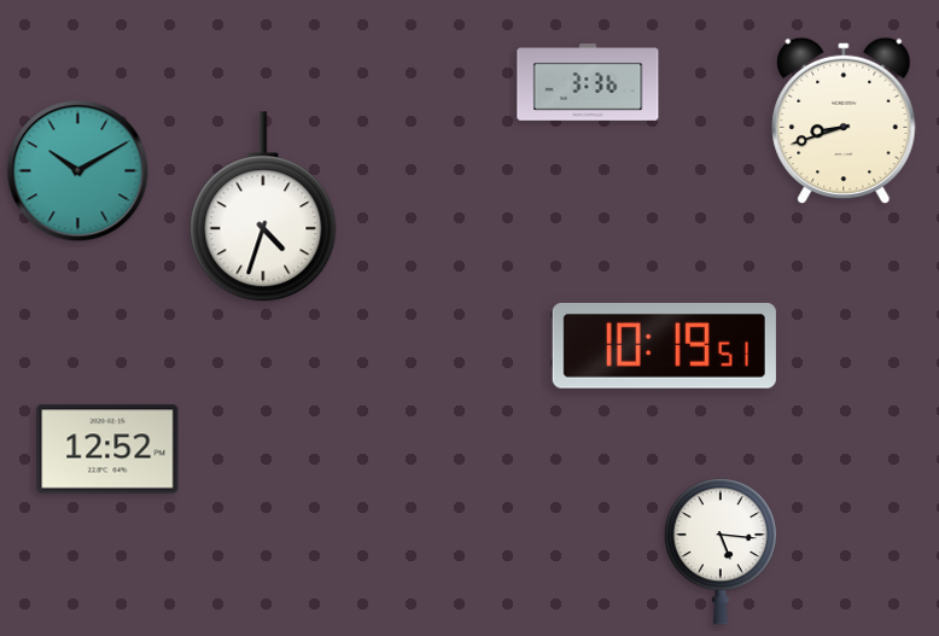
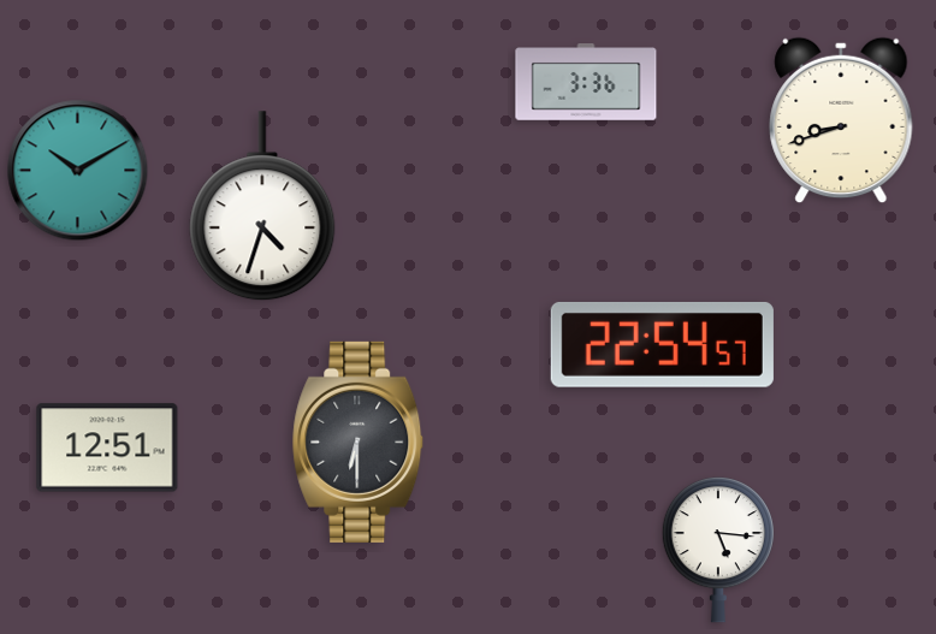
clock at (664, 345): 10:19 -> 22:54
clock at (359, 442): none -> 6:30
clock at (107, 449): 12:52 -> 12:51
